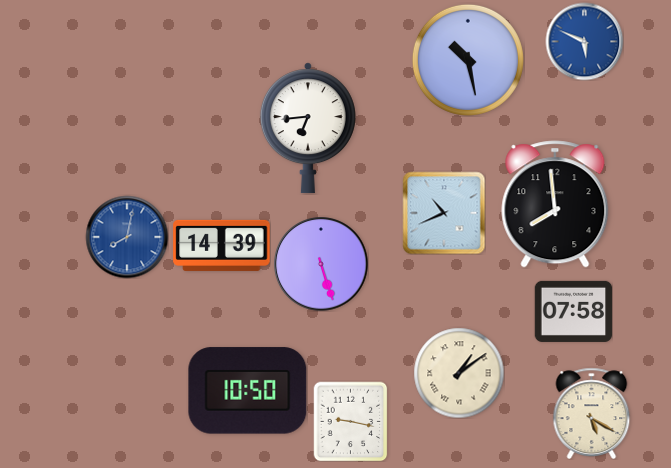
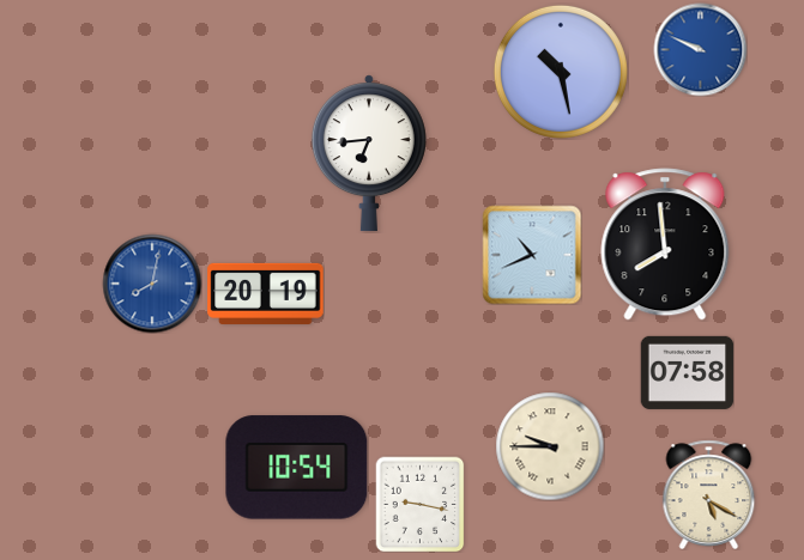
clock at (584, 41): 5:49 -> 9:49
clock at (222, 245): 14:39 -> 20:19
clock at (321, 264): 5:27 -> none
clock at (459, 373): 1:09 -> 9:45
clock at (248, 391): 10:50 -> 10:54
